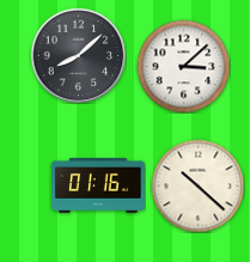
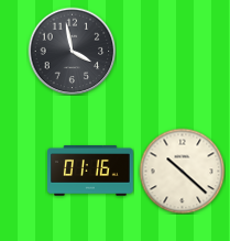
clock at (78, 55): 8:08 -> 3:58
clock at (183, 66): 3:08 -> none
